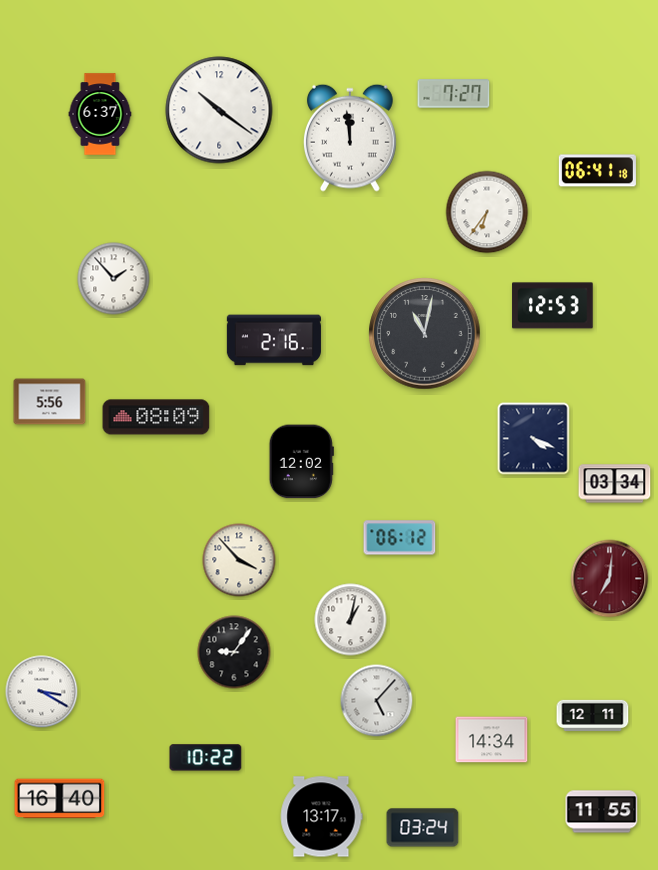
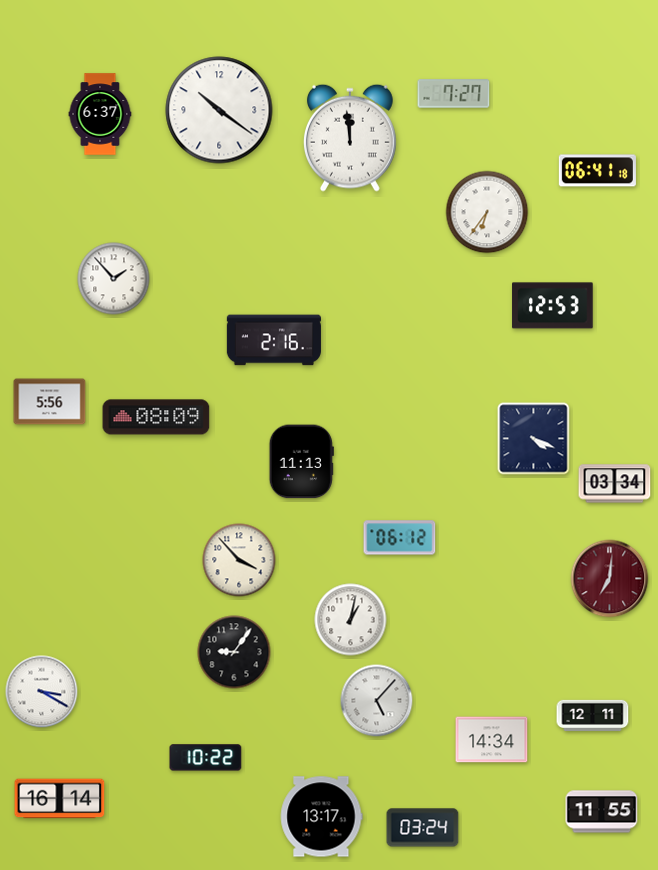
clock at (425, 334): 11:02 -> none
clock at (301, 462): 12:02 -> 11:13
clock at (60, 799): 16:40 -> 16:14
